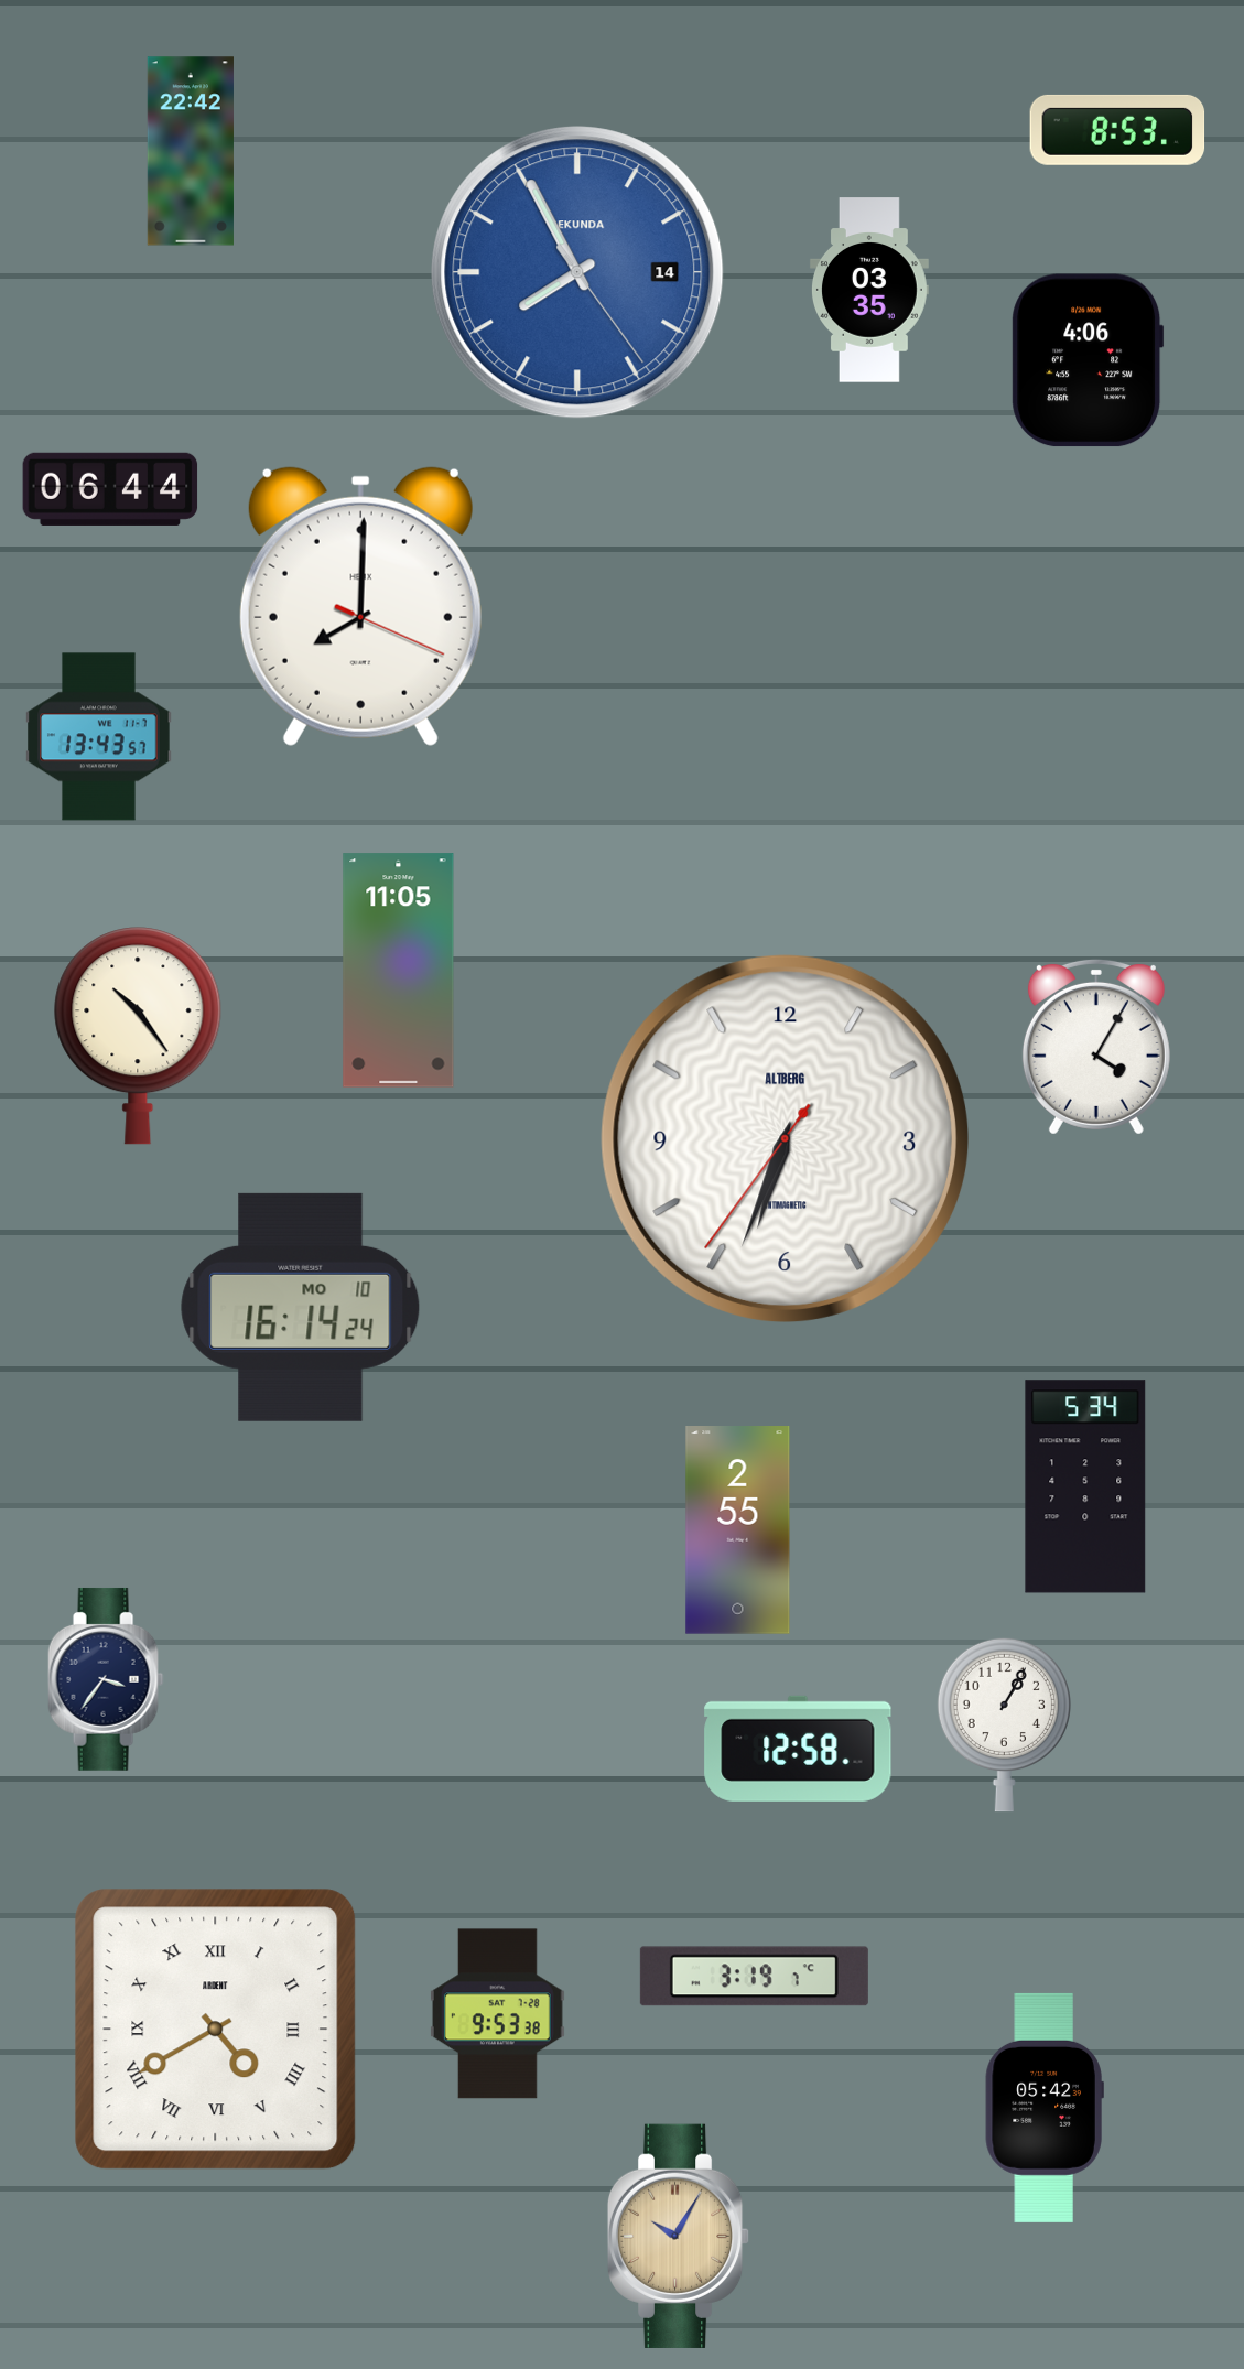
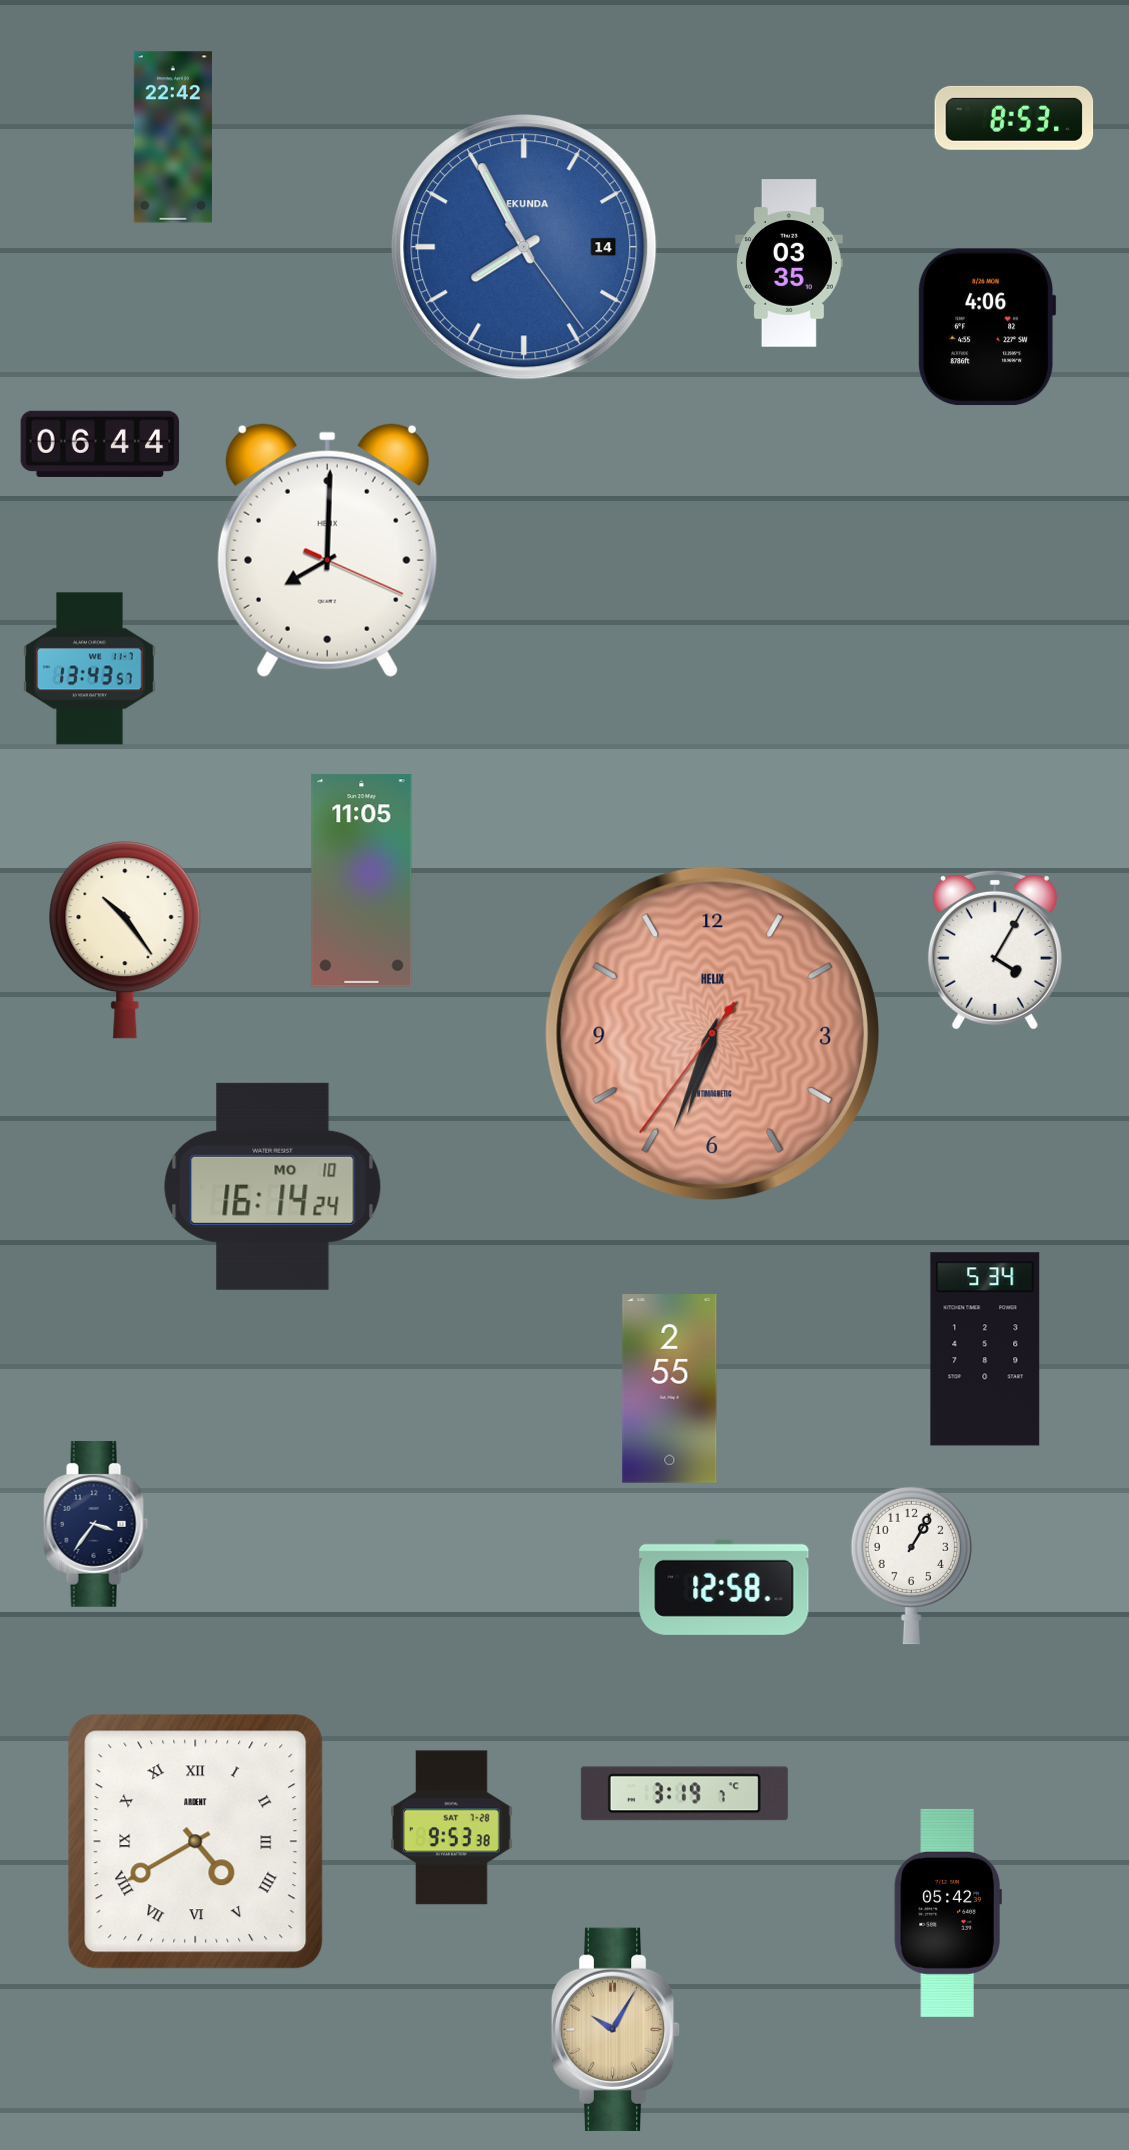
clock at (785, 1138) dial: white -> salmon
clock at (785, 1138) brand: ALTBERG -> HELIX
